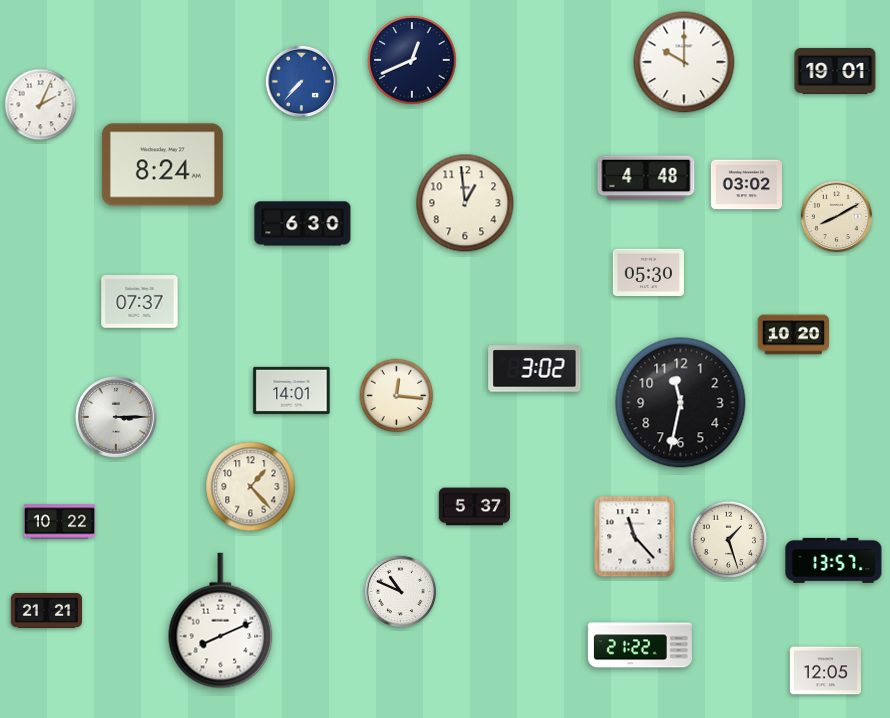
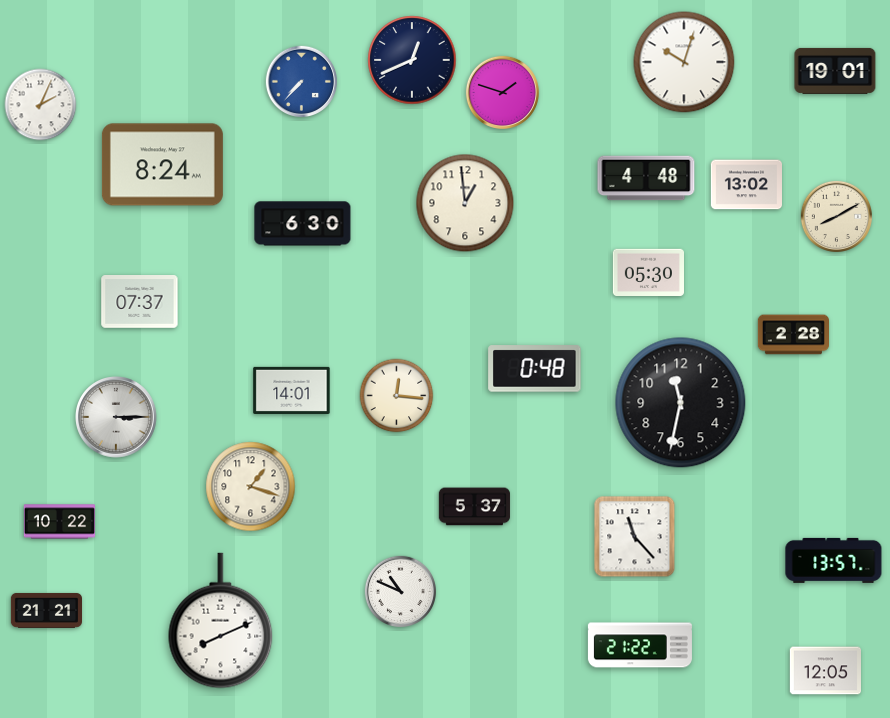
clock at (684, 62): 10:00 -> 10:03
clock at (502, 92): none -> 1:48
clock at (746, 185): 03:02 -> 13:02
clock at (793, 335): 10:20 -> 2:28
clock at (535, 369): 3:02 -> 0:48
clock at (251, 487): 1:23 -> 1:18
clock at (729, 540): 1:27 -> none
